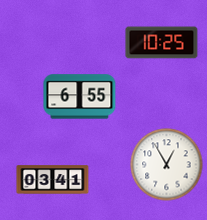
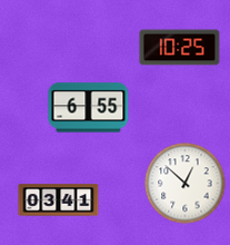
clock at (167, 165): 12:55 -> 12:52
